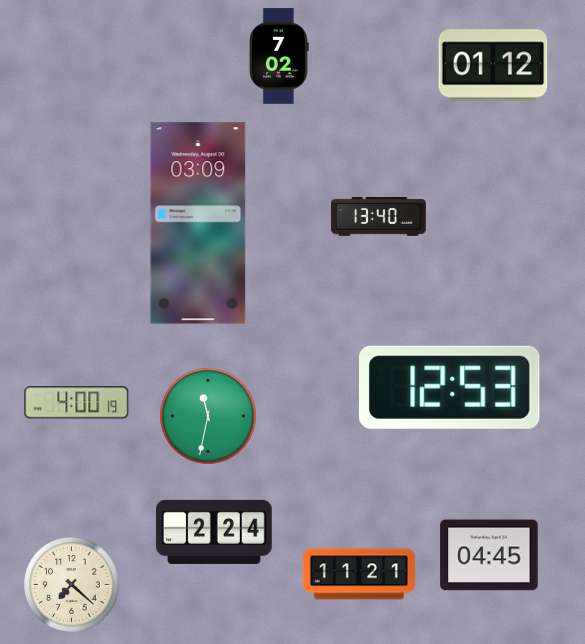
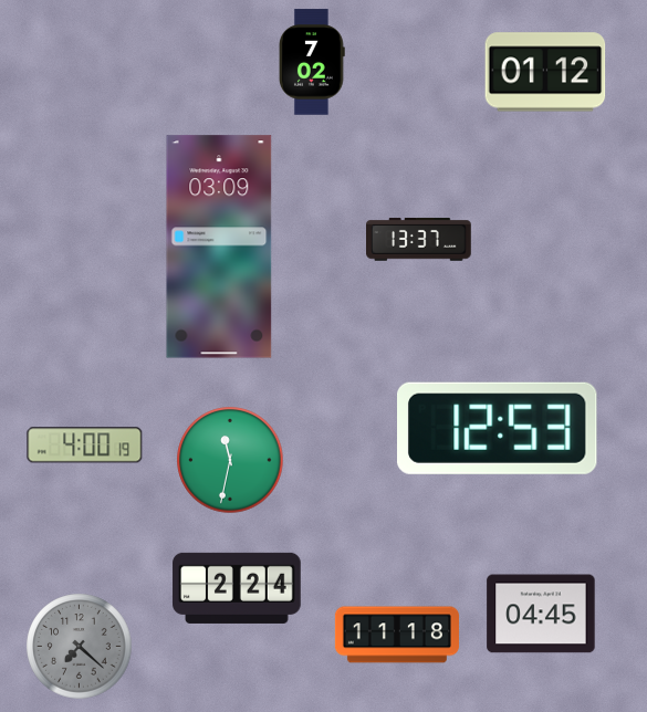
clock at (280, 56) position: (280, 56) -> (313, 62)
clock at (379, 216): 13:40 -> 13:37
clock at (359, 574): 11:21 -> 11:18
clock at (72, 585) dial: cream -> grey
